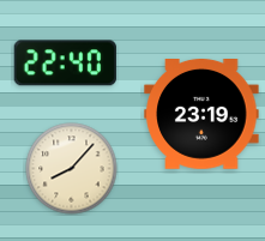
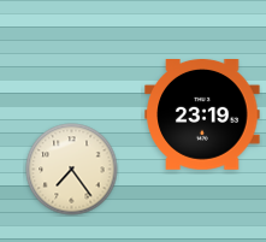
clock at (65, 64): 22:40 -> none
clock at (72, 169): 8:07 -> 7:24
